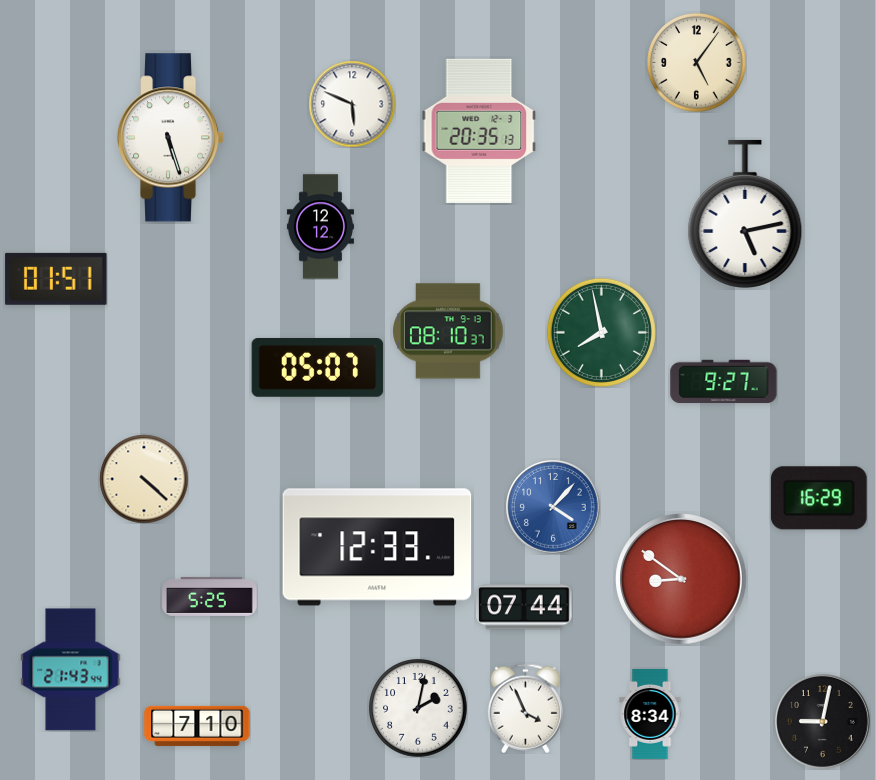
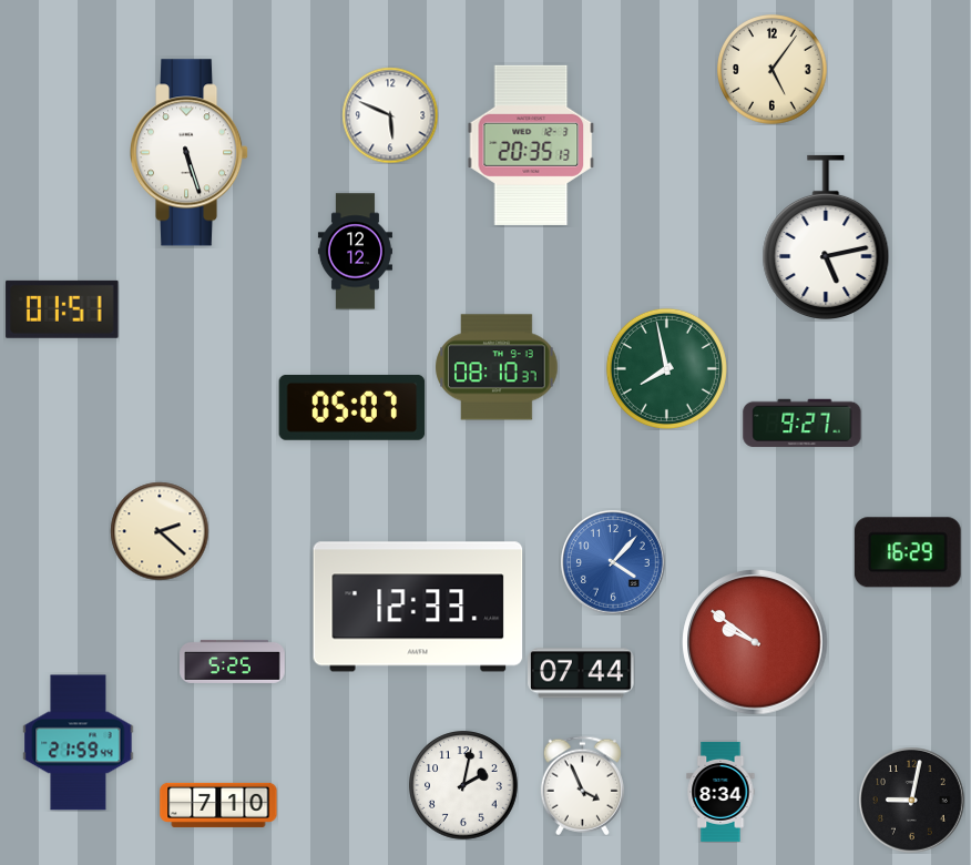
clock at (144, 479): 4:22 -> 2:22
clock at (681, 579): 8:51 -> 9:51
clock at (71, 670): 21:43 -> 21:59
